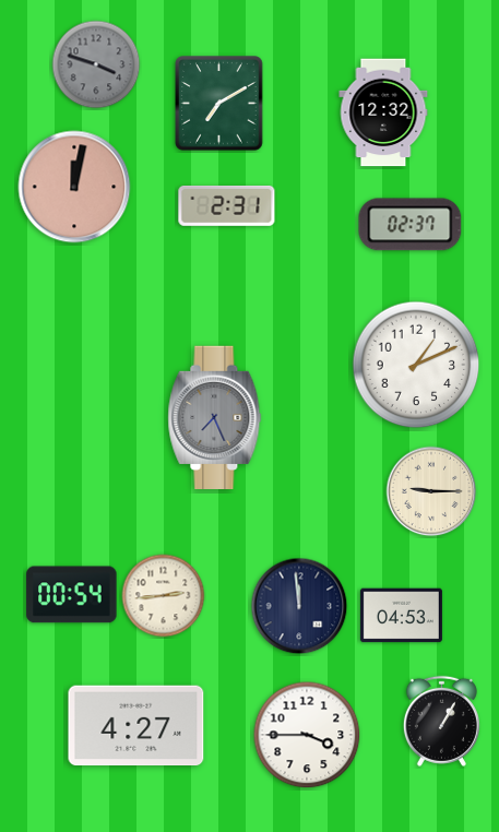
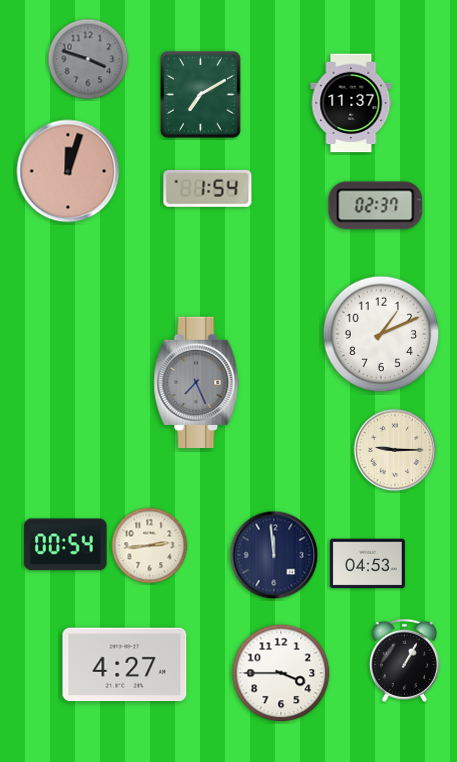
clock at (383, 112): 12:32 -> 11:37
clock at (74, 187): 12:02 -> 12:03
clock at (227, 205): 2:31 -> 1:54
